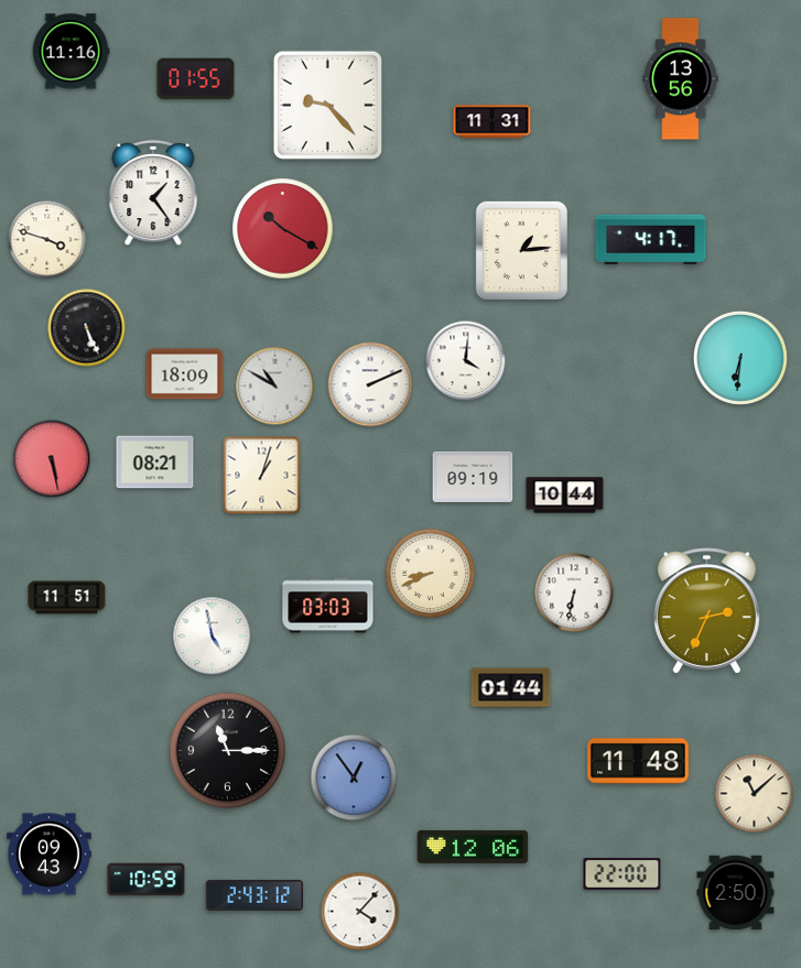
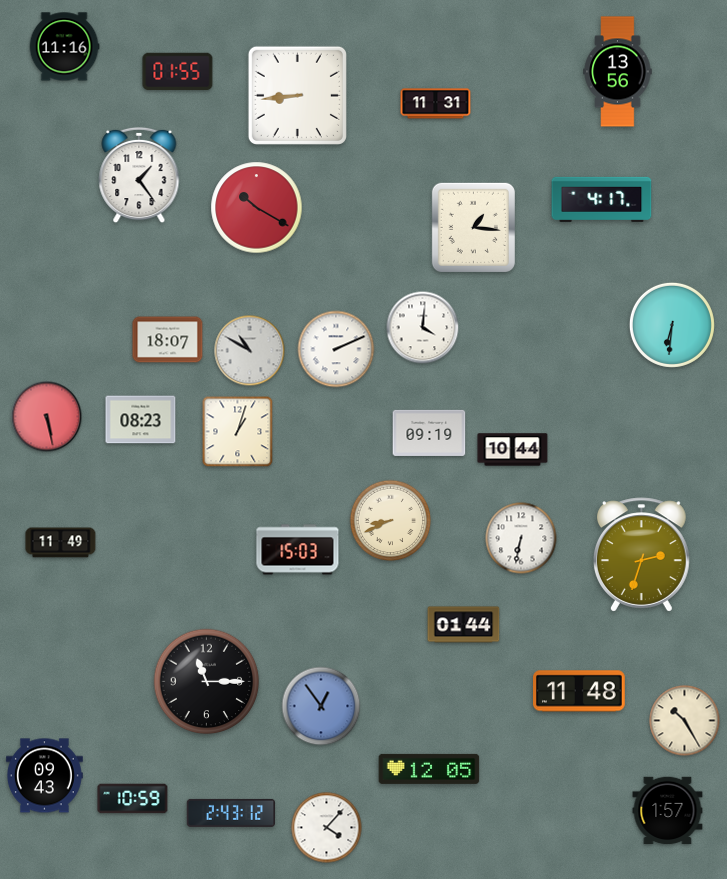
clock at (327, 105): 9:23 -> 8:44
clock at (492, 122) position: (492, 122) -> (436, 104)
clock at (651, 239) position: (651, 239) -> (602, 199)
clock at (47, 240): 3:48 -> none
clock at (521, 250): 1:14 -> 1:16
clock at (87, 328): 5:26 -> none
clock at (185, 374): 18:09 -> 18:07
clock at (155, 463): 08:21 -> 08:23
clock at (67, 598): 11:51 -> 11:49
clock at (328, 606): 03:03 -> 15:03
clock at (706, 611): 2:34 -> 2:33
clock at (213, 637): 4:58 -> none
clock at (755, 794): 11:08 -> 10:25
clock at (473, 847): 12:06 -> 12:05
clock at (623, 874): 22:00 -> none
clock at (736, 893): 2:50 -> 1:57
